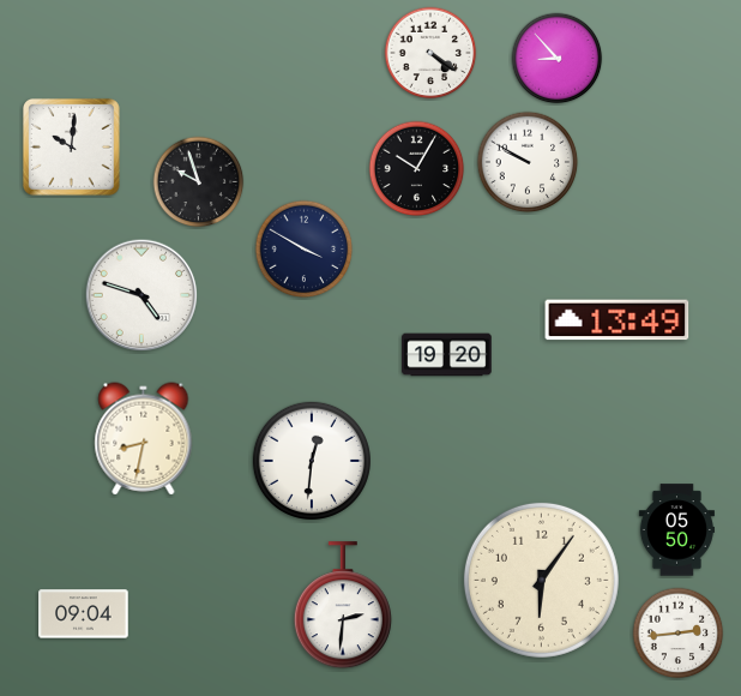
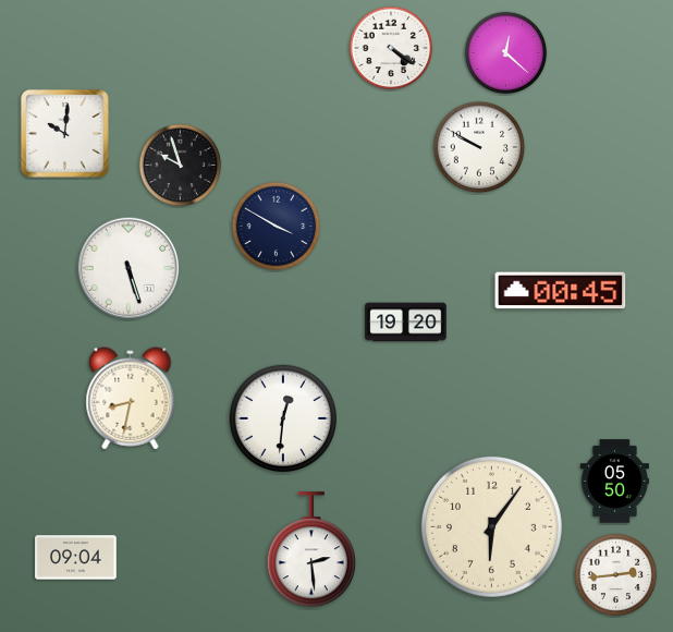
clock at (558, 59): 8:53 -> 12:22
clock at (417, 169): 10:05 -> none
clock at (141, 295): 4:48 -> 5:27
clock at (617, 320): 13:49 -> 00:45
clock at (343, 606): 2:31 -> 2:29
